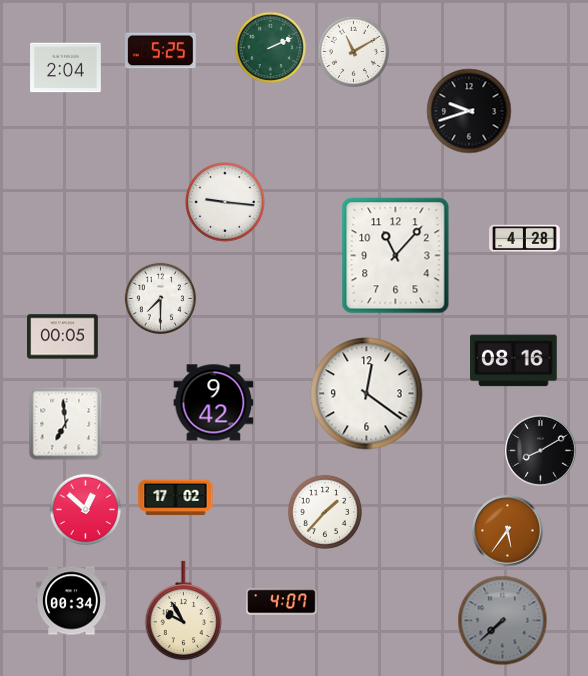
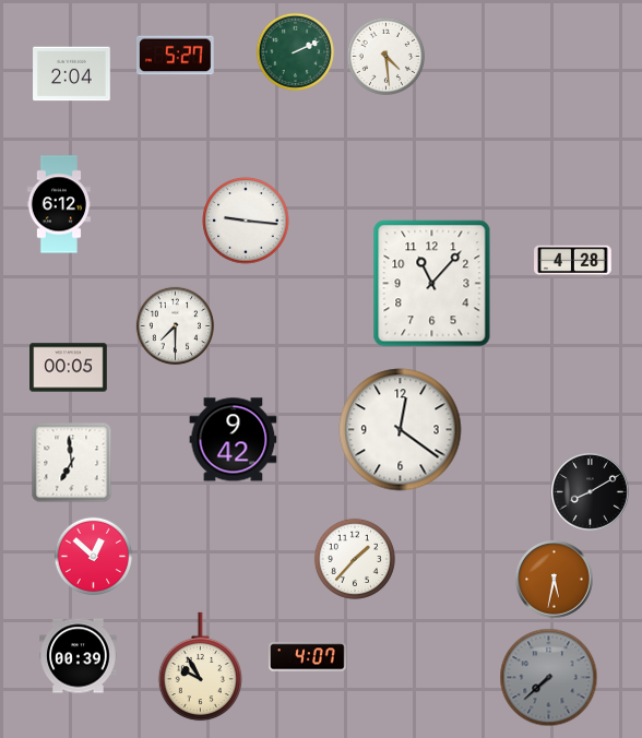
clock at (161, 51): 5:25 -> 5:27
clock at (354, 52): 11:10 -> 4:29
clock at (469, 111): 9:42 -> none
clock at (59, 204): none -> 6:12
clock at (396, 256) position: (396, 256) -> (432, 284)
clock at (514, 361): 08:16 -> none
clock at (176, 498): 17:02 -> none
clock at (508, 531): 5:36 -> 5:32
clock at (72, 601): 00:34 -> 00:39
